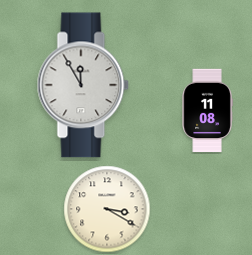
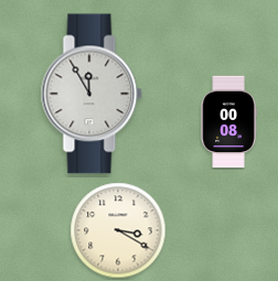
clock at (207, 111): 11:08 -> 00:08
